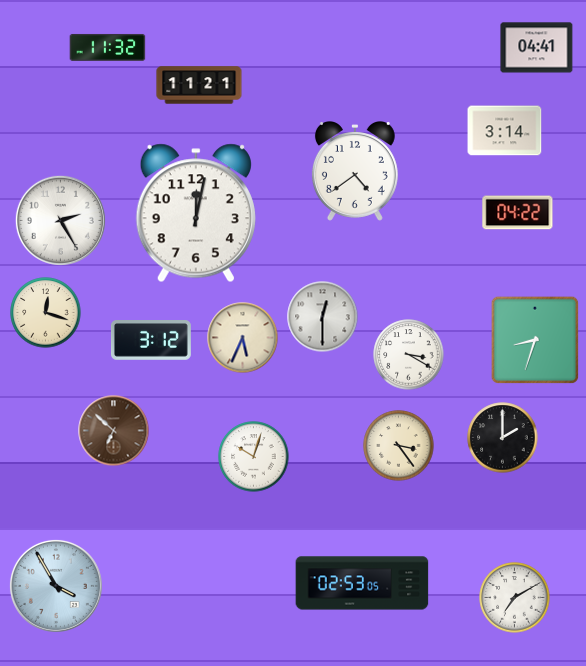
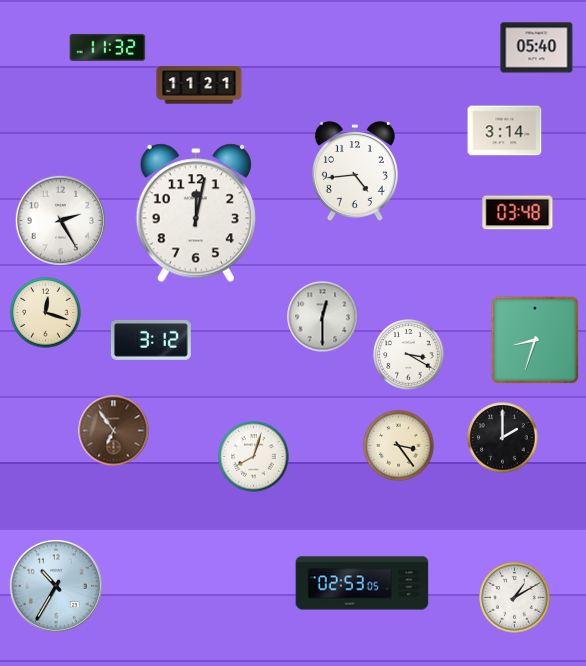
clock at (537, 48): 04:41 -> 05:40
clock at (355, 172): 4:39 -> 4:44
clock at (518, 213): 04:22 -> 03:48
clock at (243, 338): 5:34 -> none
clock at (114, 431): 6:52 -> 6:54
clock at (254, 457): 10:03 -> 8:03
clock at (56, 586): 3:55 -> 10:35
clock at (515, 598): 7:10 -> 1:10
